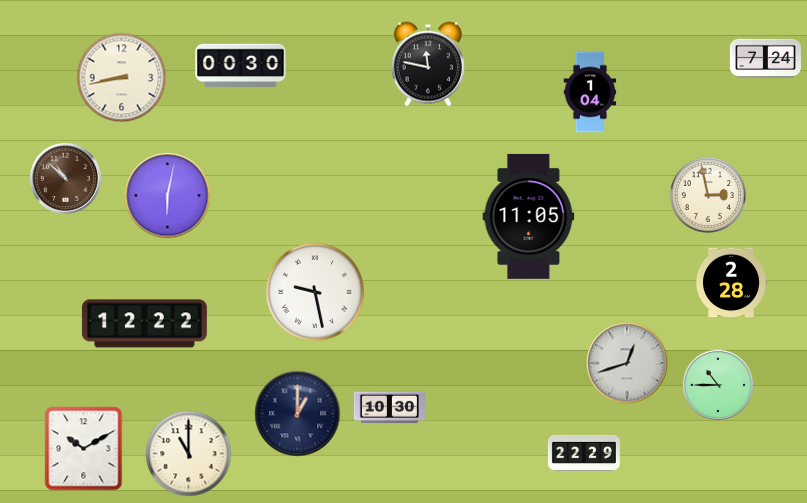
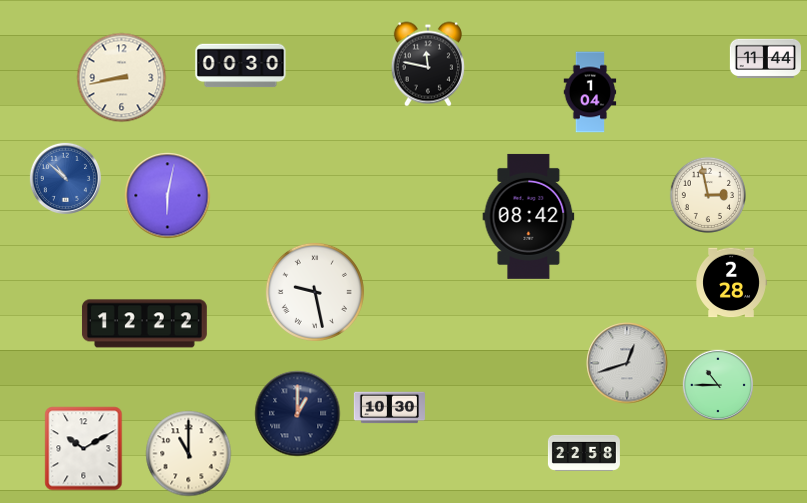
clock at (765, 58): 7:24 -> 11:44
clock at (65, 178) dial: brown -> blue
clock at (529, 216): 11:05 -> 08:42
clock at (584, 453): 22:29 -> 22:58
